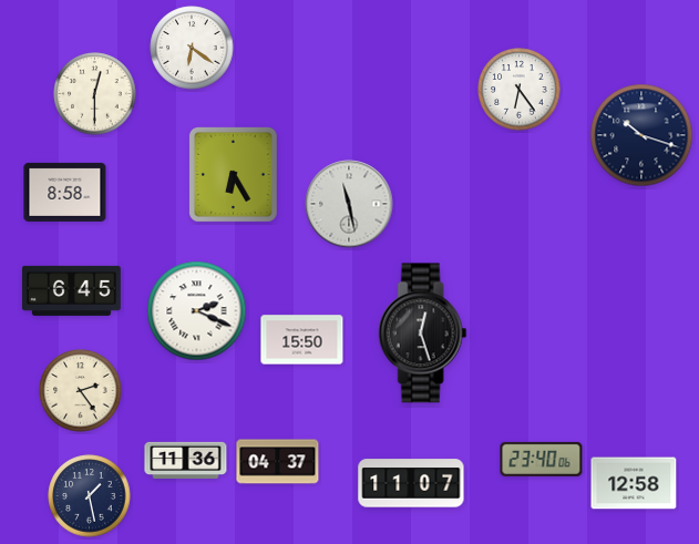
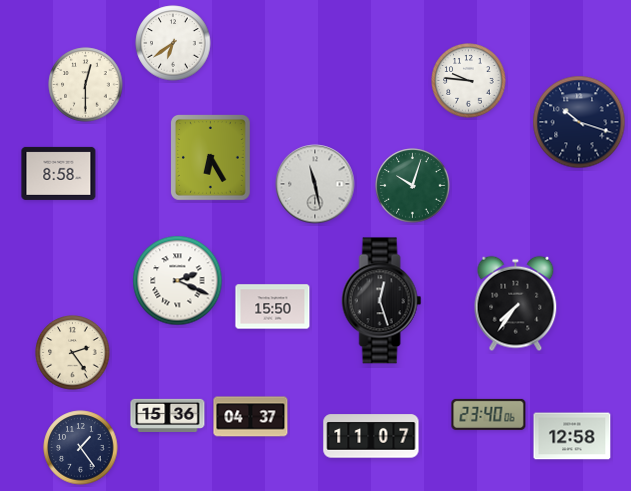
clock at (192, 48): 6:21 -> 6:39
clock at (520, 90): 6:24 -> 9:46
clock at (413, 186): none -> 10:03
clock at (71, 290): 6:45 -> none
clock at (516, 304): none -> 7:36
clock at (186, 460): 11:36 -> 15:36
clock at (90, 496): 1:28 -> 1:24
